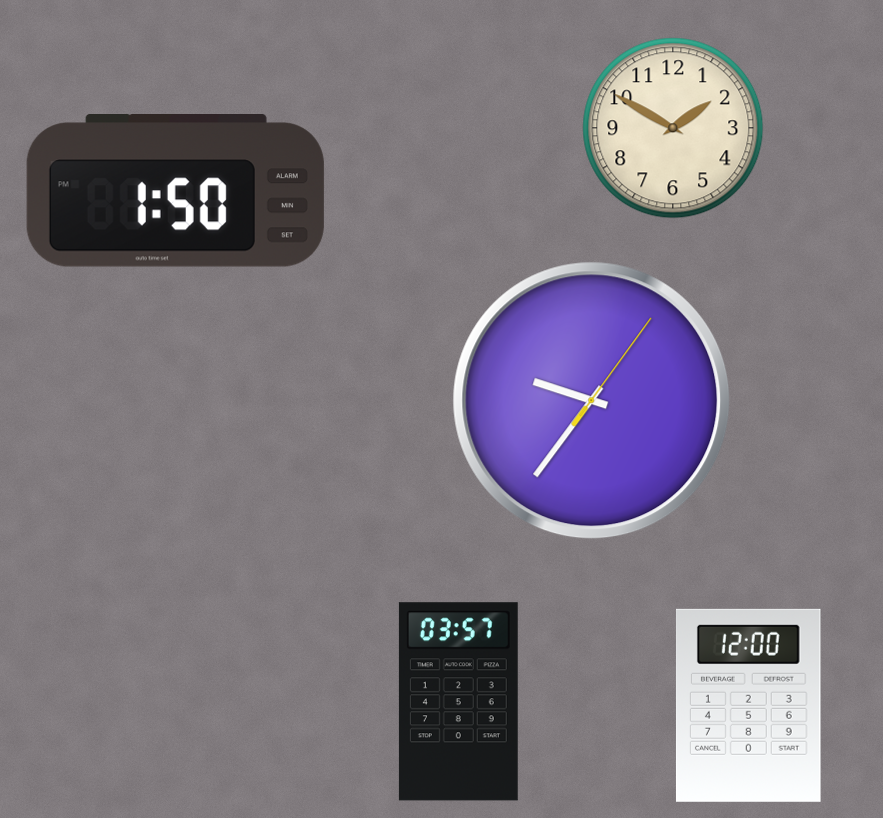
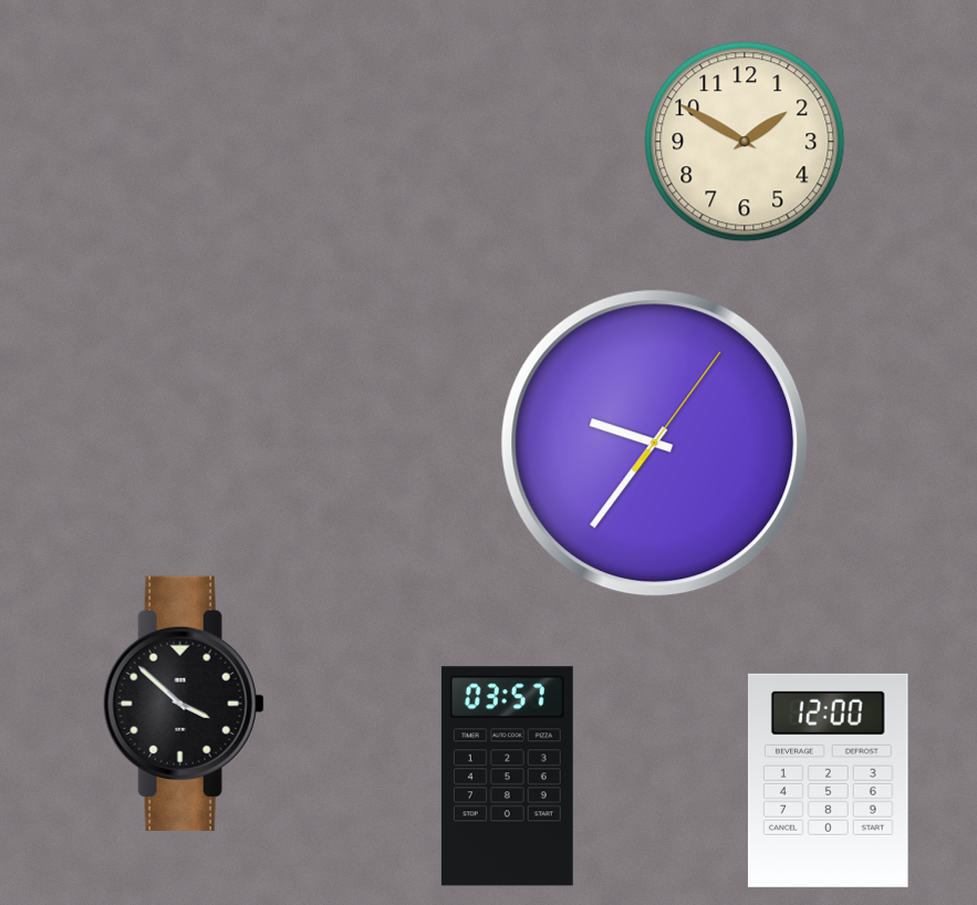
clock at (175, 191): 1:50 -> none
clock at (184, 704): none -> 3:52
